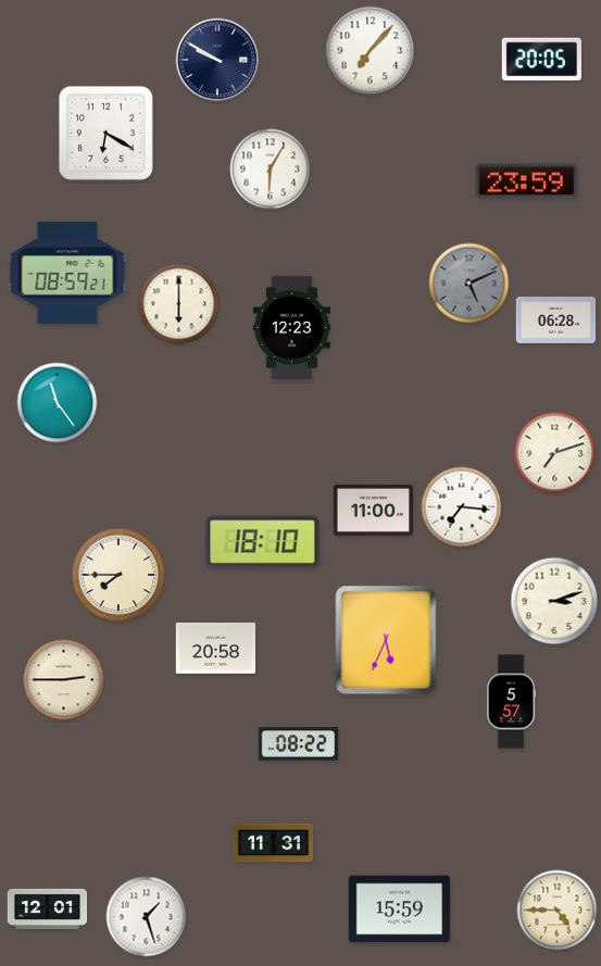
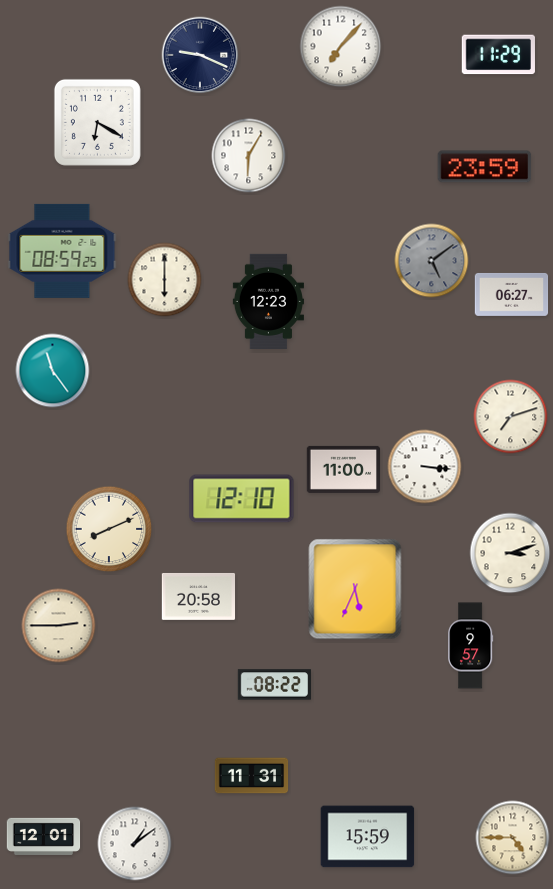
clock at (217, 60): 9:50 -> 9:19
clock at (541, 60): 20:05 -> 11:29
clock at (67, 273): 08:59:21 -> 08:59:25
clock at (469, 284): 5:11 -> 5:09
clock at (556, 319): 06:28 -> 06:27
clock at (462, 507): 7:16 -> 3:16
clock at (263, 542): 18:10 -> 12:10
clock at (118, 575): 7:45 -> 8:11
clock at (512, 702): 5:57 -> 9:57
clock at (147, 917): 1:27 -> 1:09
